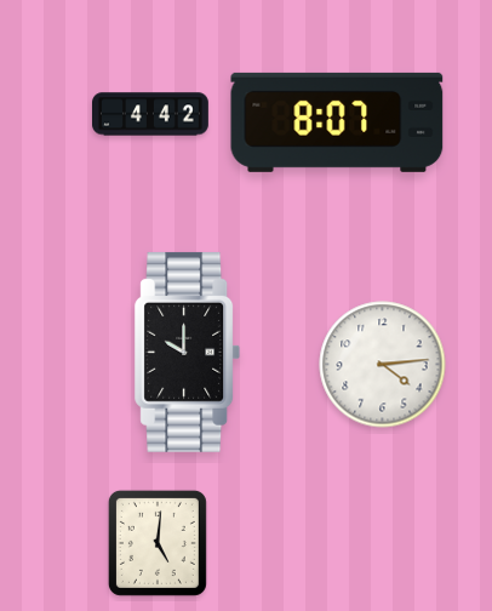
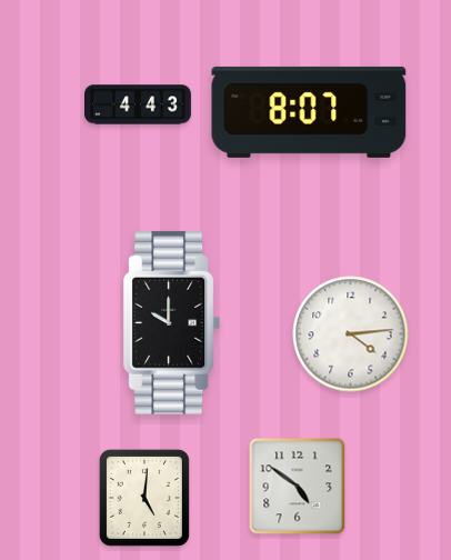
clock at (151, 114): 4:42 -> 4:43
clock at (298, 487): none -> 4:51
